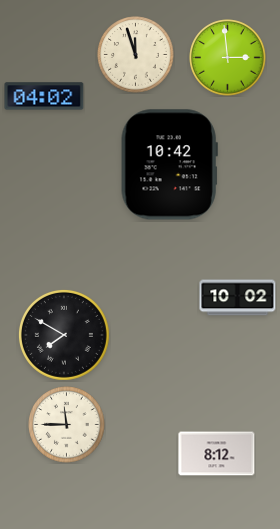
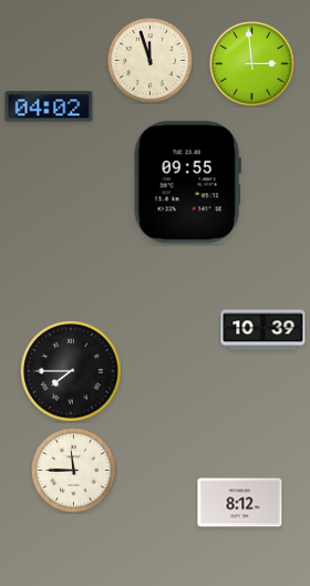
clock at (169, 165): 10:42 -> 09:55
clock at (238, 298): 10:02 -> 10:39
clock at (64, 335): 7:50 -> 7:45
